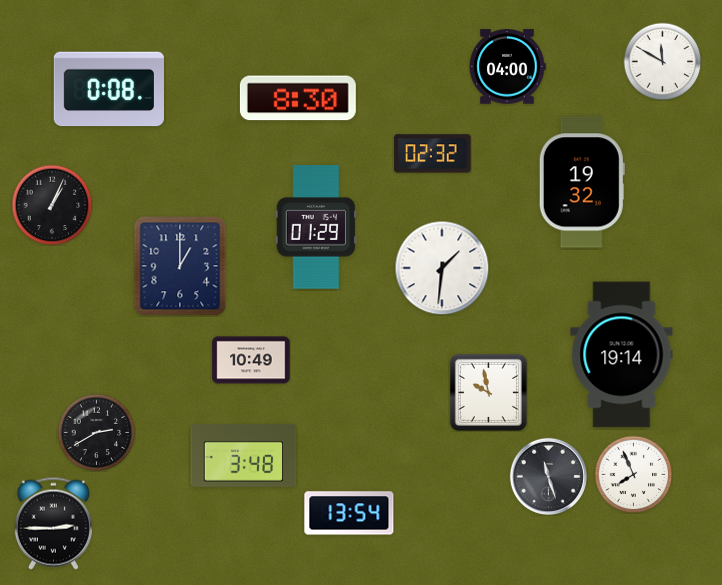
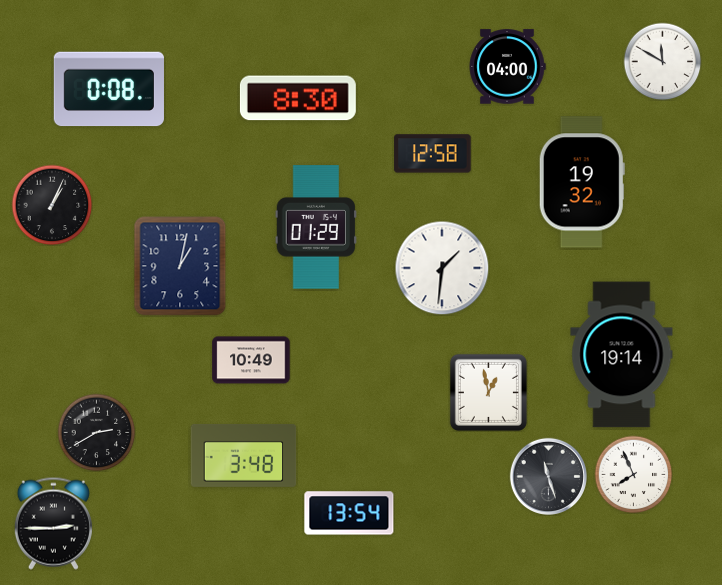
clock at (433, 154): 02:32 -> 12:58
clock at (180, 266): 1:00 -> 1:02
clock at (488, 392): 9:58 -> 12:58
